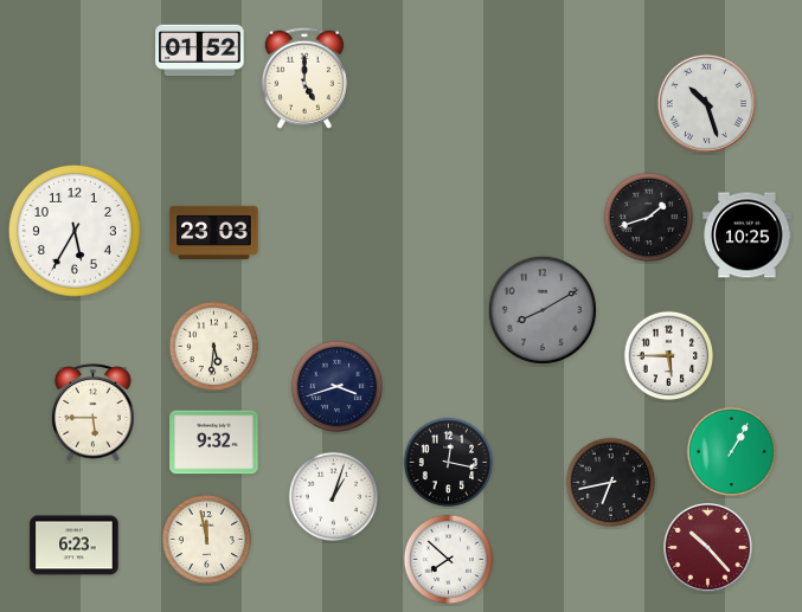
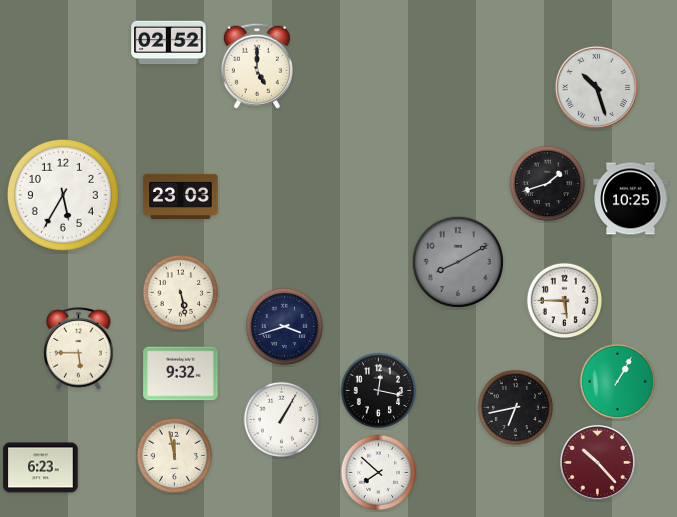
clock at (200, 51): 01:52 -> 02:52
clock at (214, 347): 5:31 -> 5:28
clock at (334, 497): 1:03 -> 1:05
clock at (75, 546) position: (75, 546) -> (41, 468)
